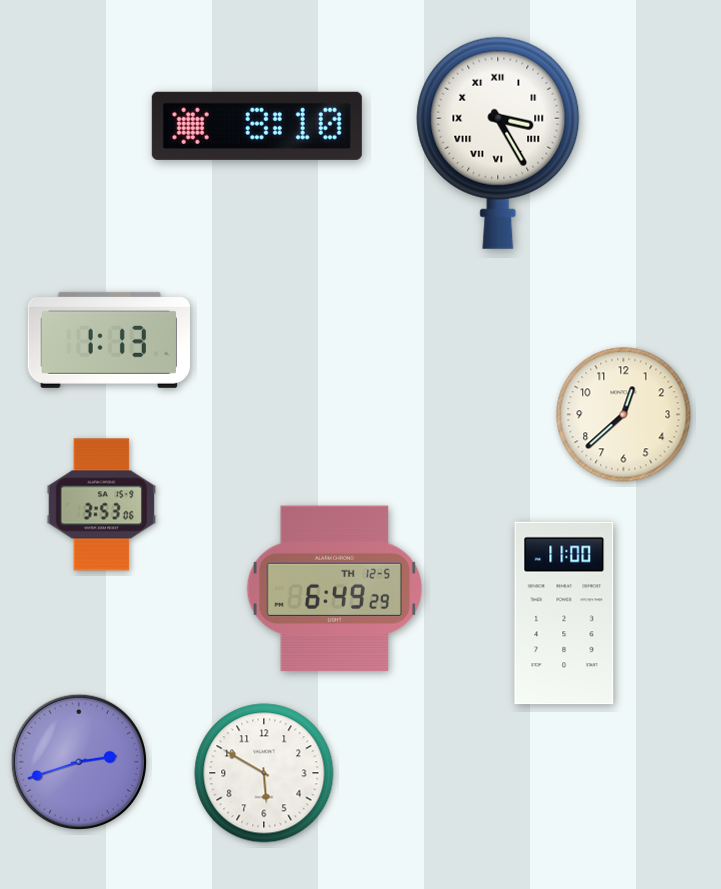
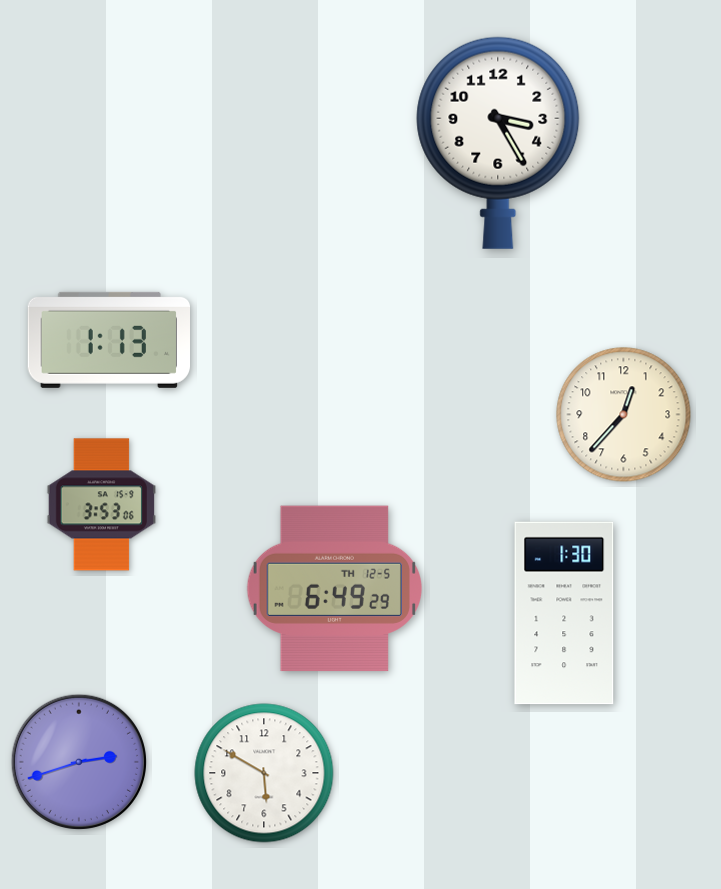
clock at (257, 126): 8:10 -> none
clock at (498, 143) numerals: Roman -> Arabic
clock at (624, 415): 12:38 -> 12:37
clock at (564, 613): 11:00 -> 1:30
